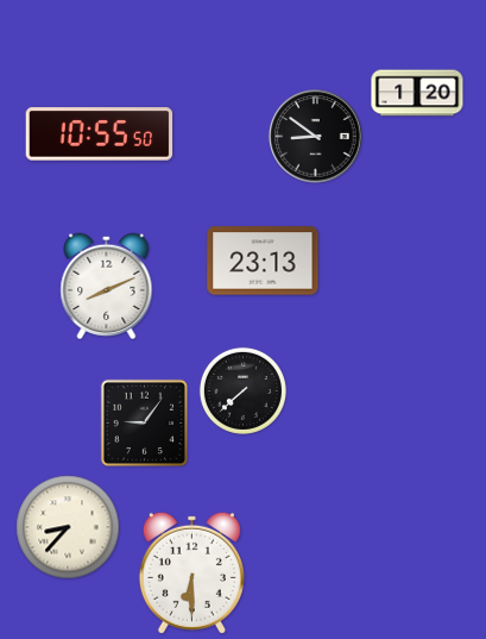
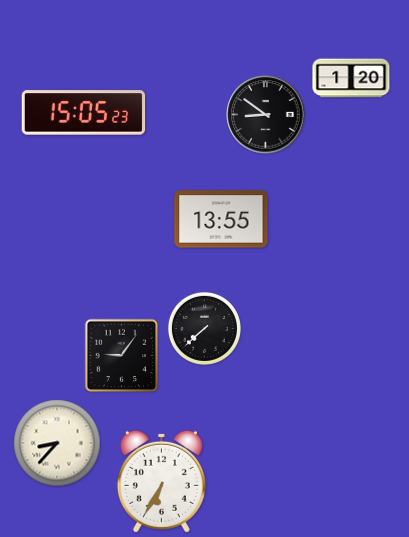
clock at (100, 134): 10:55 -> 15:05
clock at (263, 261): 23:13 -> 13:55
clock at (107, 286): 8:11 -> none
clock at (191, 572): 6:30 -> 6:35
